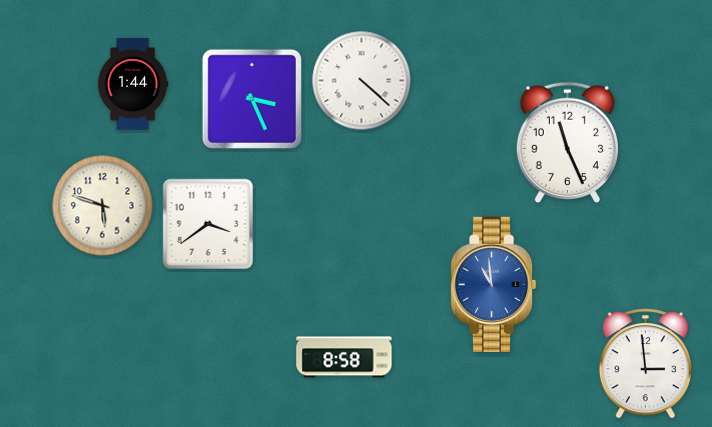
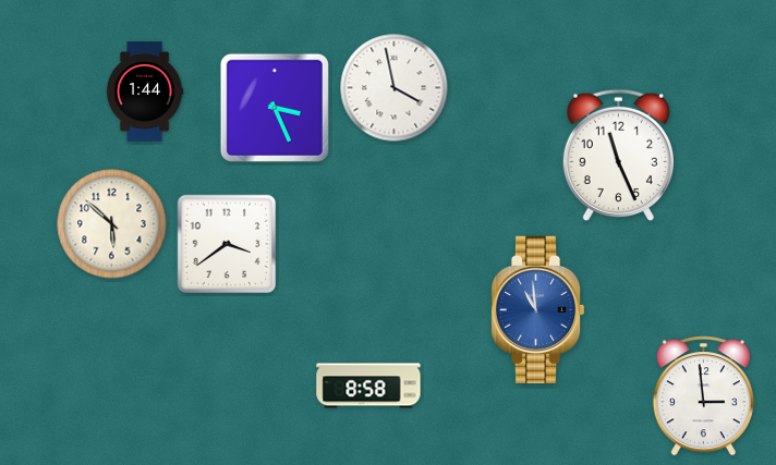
clock at (362, 81): 4:22 -> 3:58
clock at (103, 206): 5:48 -> 5:52
clock at (344, 357) position: (344, 357) -> (368, 386)
